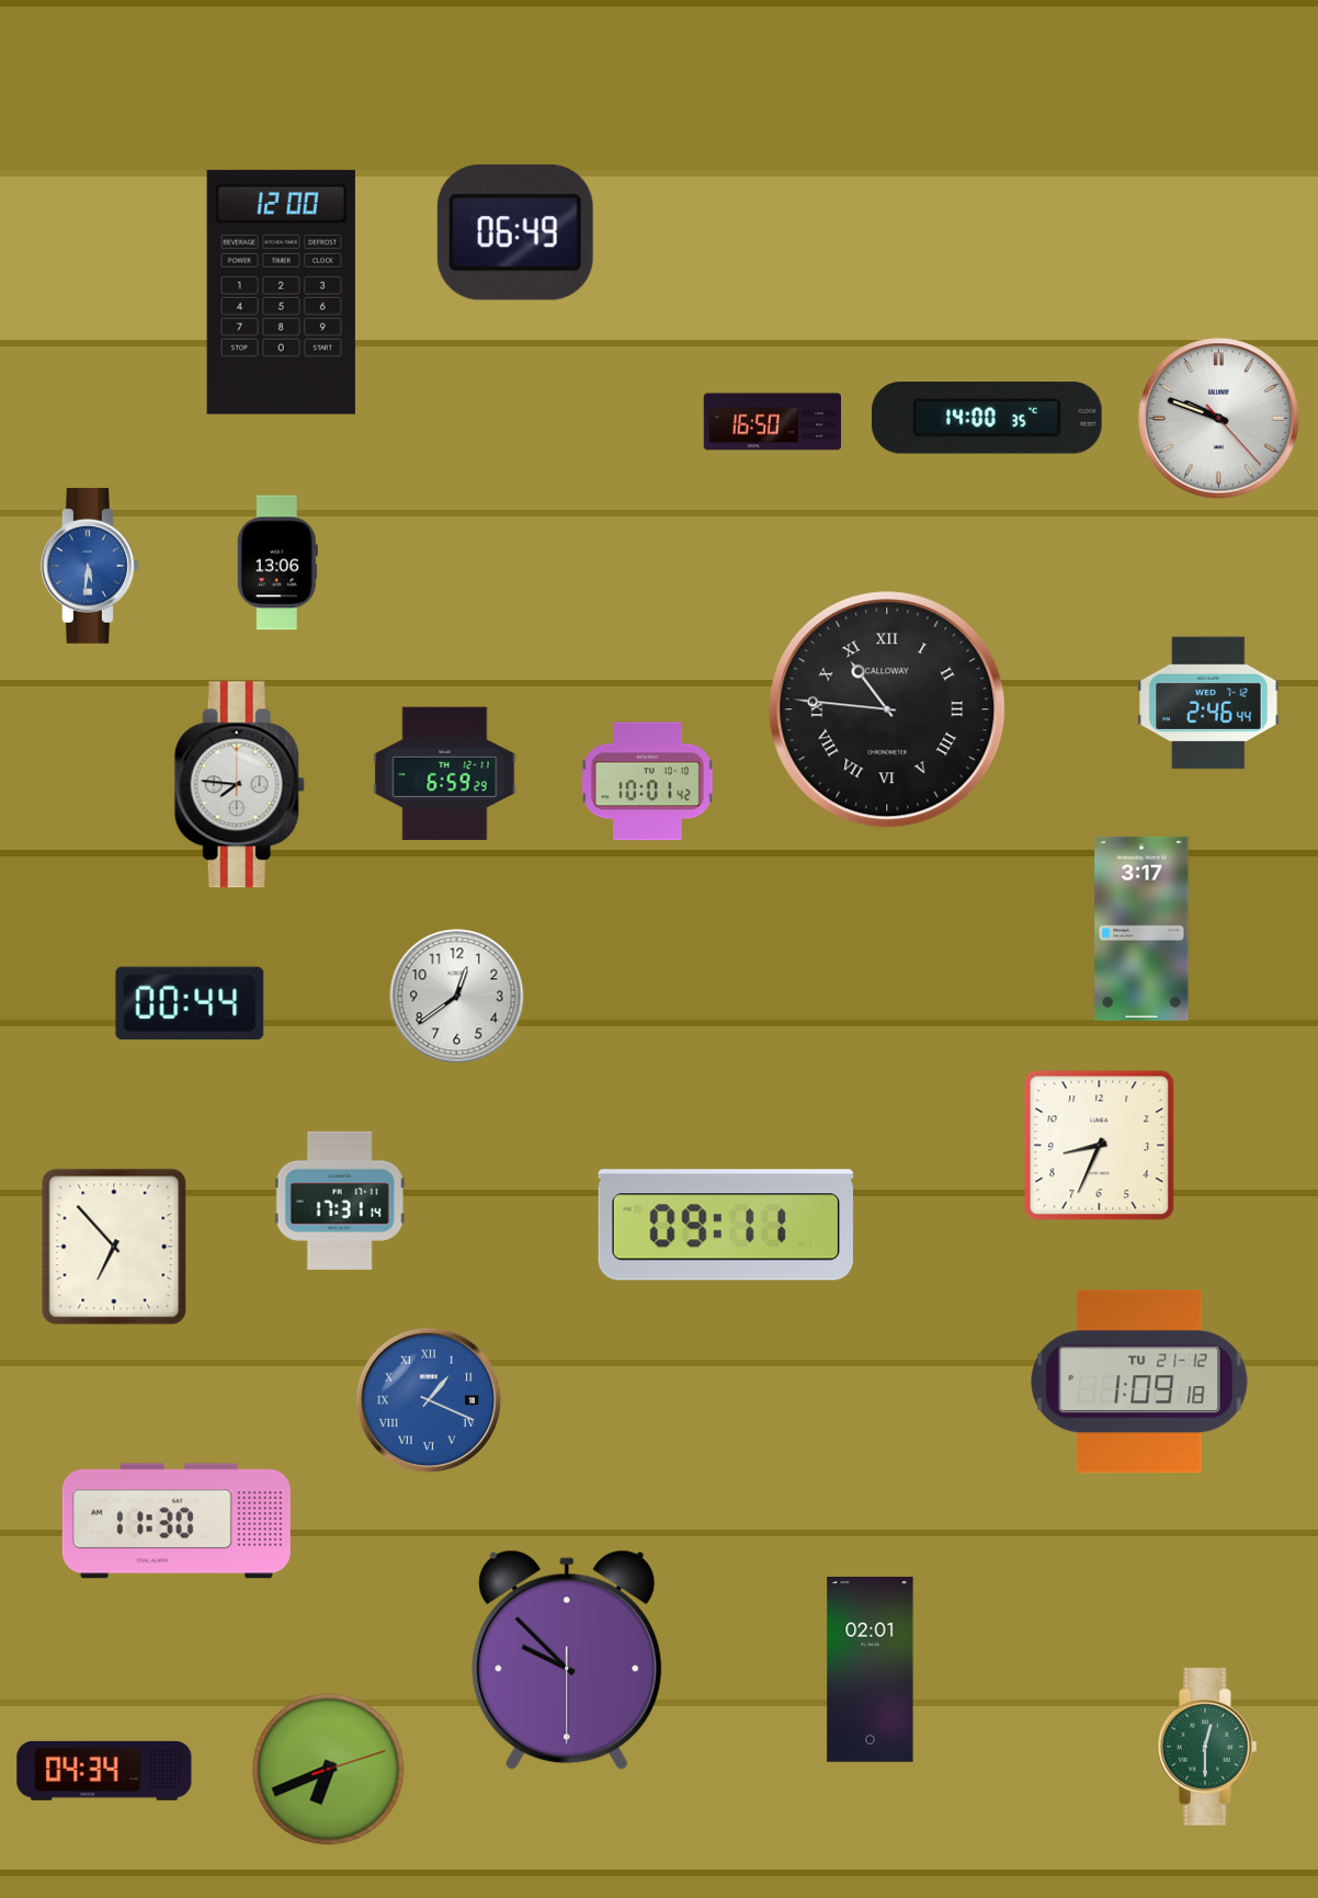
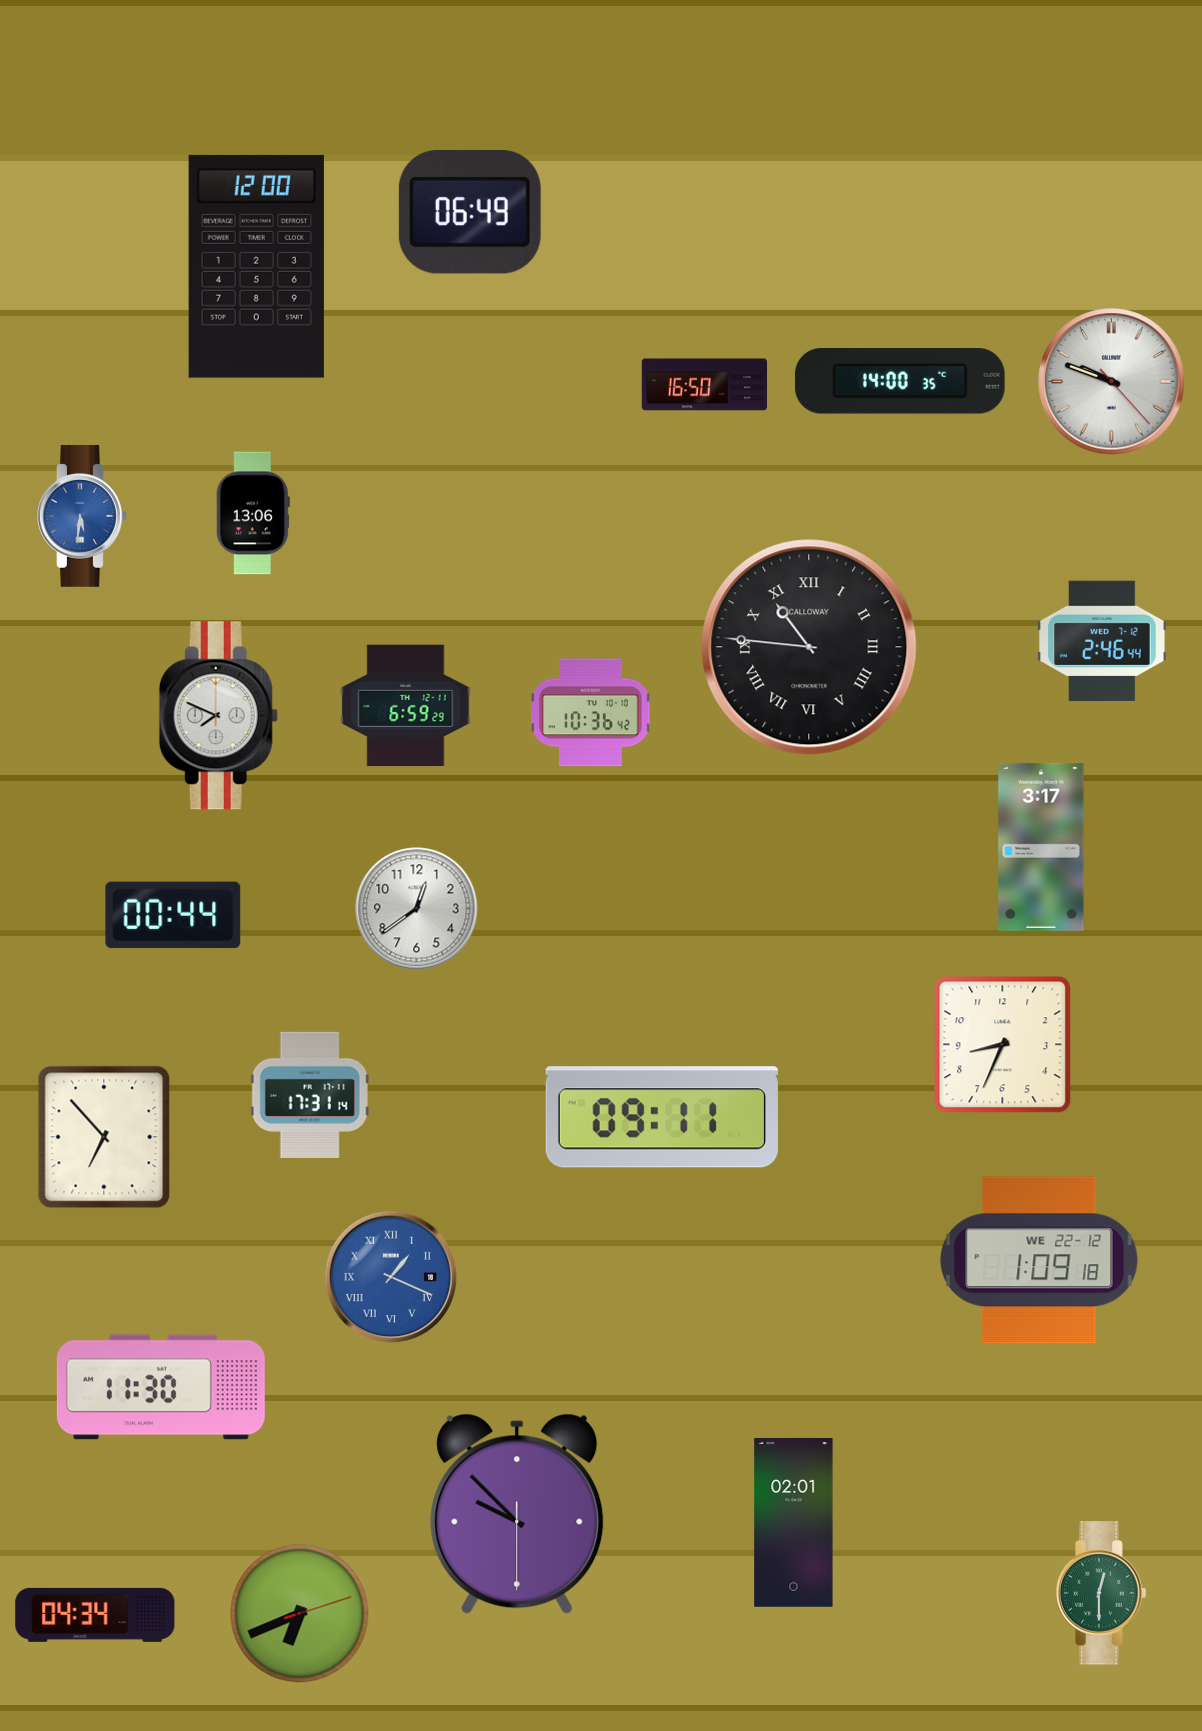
clock at (648, 782): 10:01 -> 10:36
clock at (239, 785): 7:46 -> 7:49
clock at (1139, 1382) date: TU 21-12 -> WE 22-12
